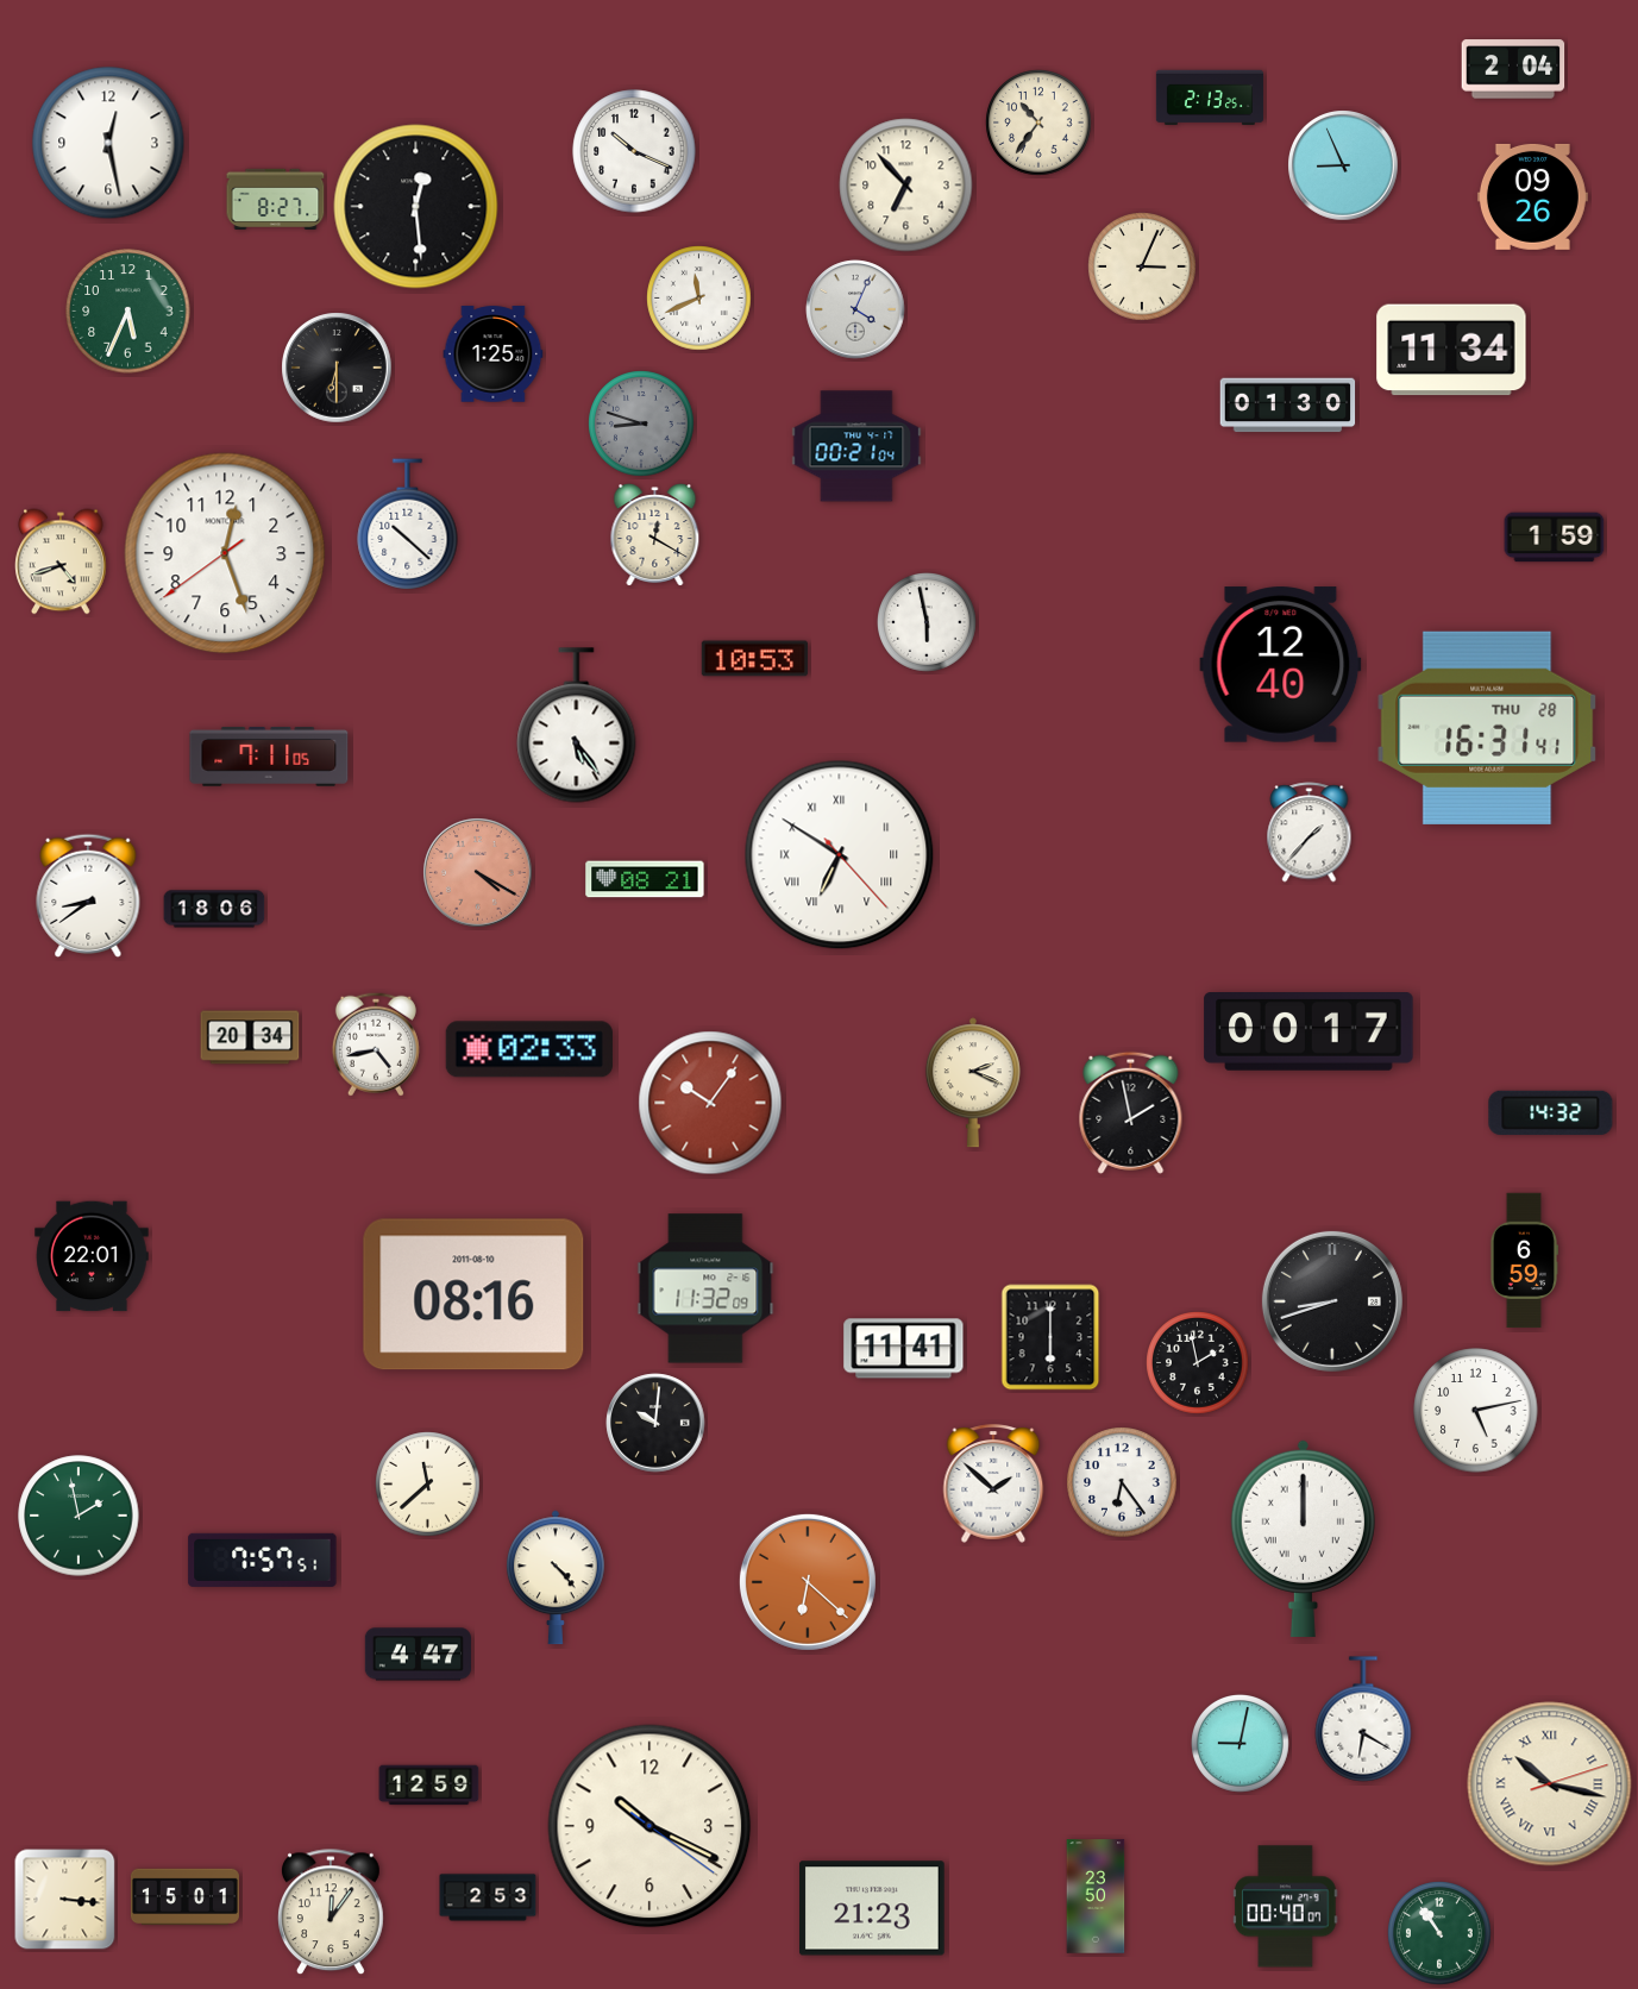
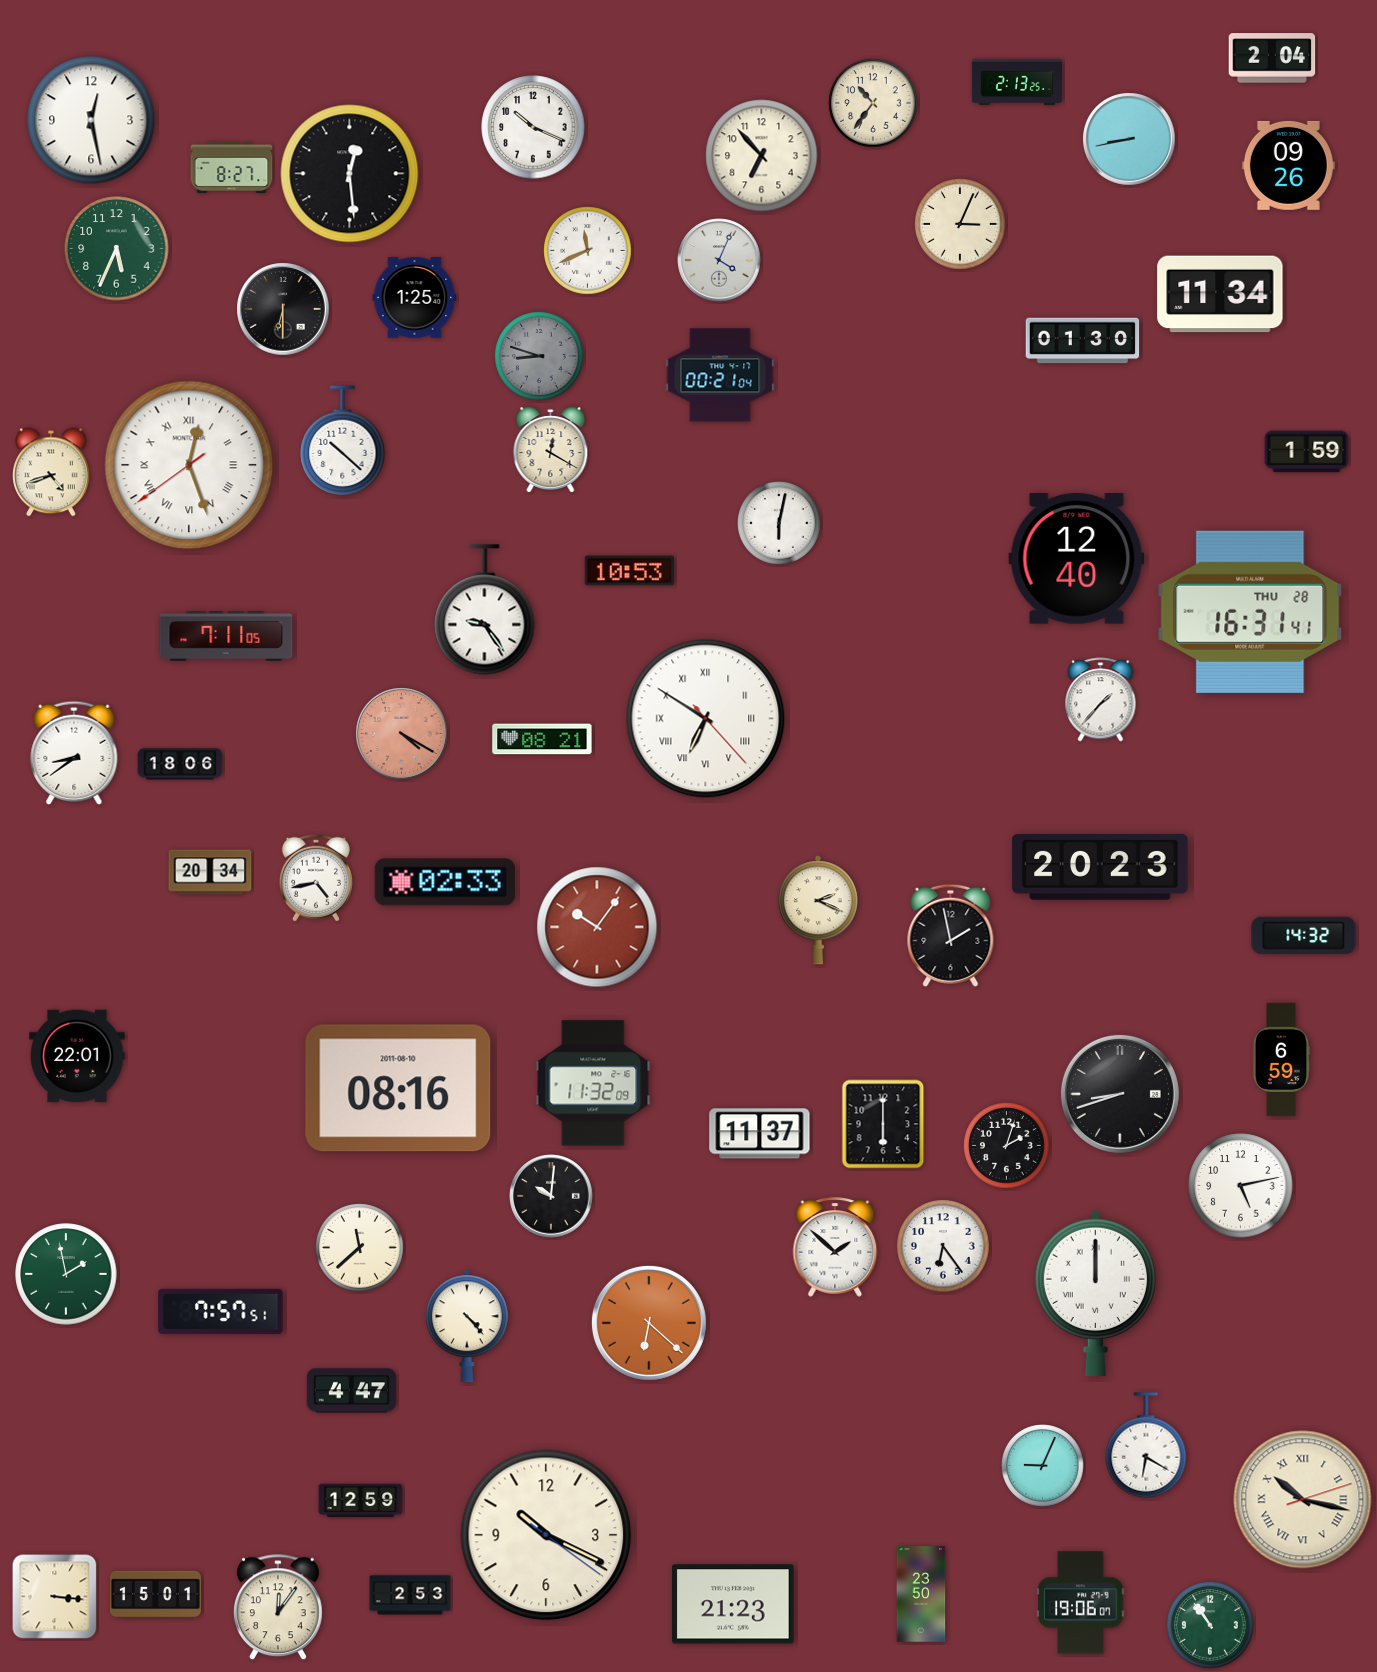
clock at (1343, 165): 8:56 -> 8:43
clock at (128, 312) position: (128, 312) -> (117, 249)
clock at (225, 553) numerals: Arabic -> Roman
clock at (928, 623): 5:58 -> 6:02
clock at (754, 659) position: (754, 659) -> (629, 571)
clock at (577, 726): 5:24 -> 9:24
clock at (1308, 1033): 00:17 -> 20:23
clock at (904, 1349): 11:41 -> 11:37
clock at (1198, 1363): 1:58 -> 2:03
clock at (808, 1582) position: (808, 1582) -> (649, 1323)
clock at (1241, 1744): 9:02 -> 9:04
clock at (1286, 1907): 00:40 -> 19:06
